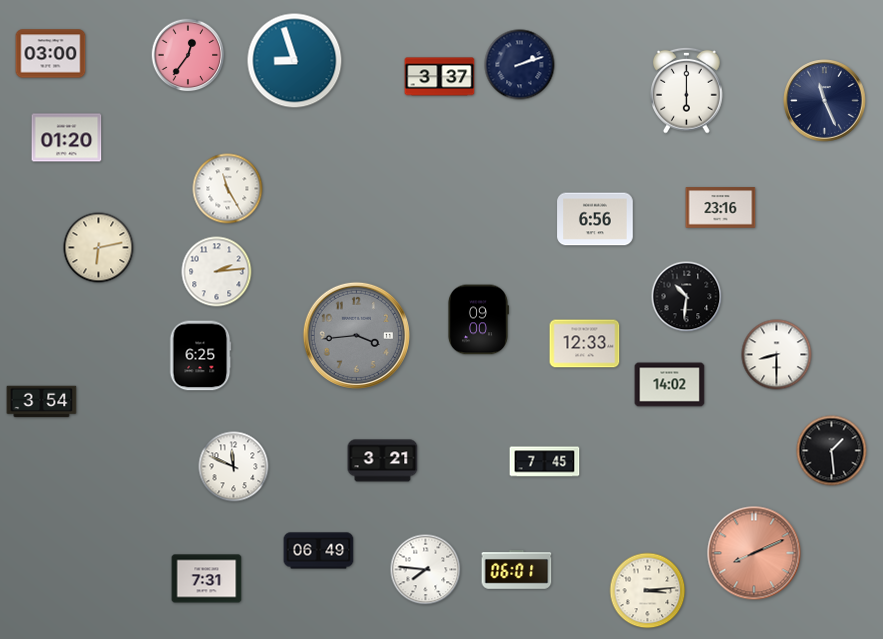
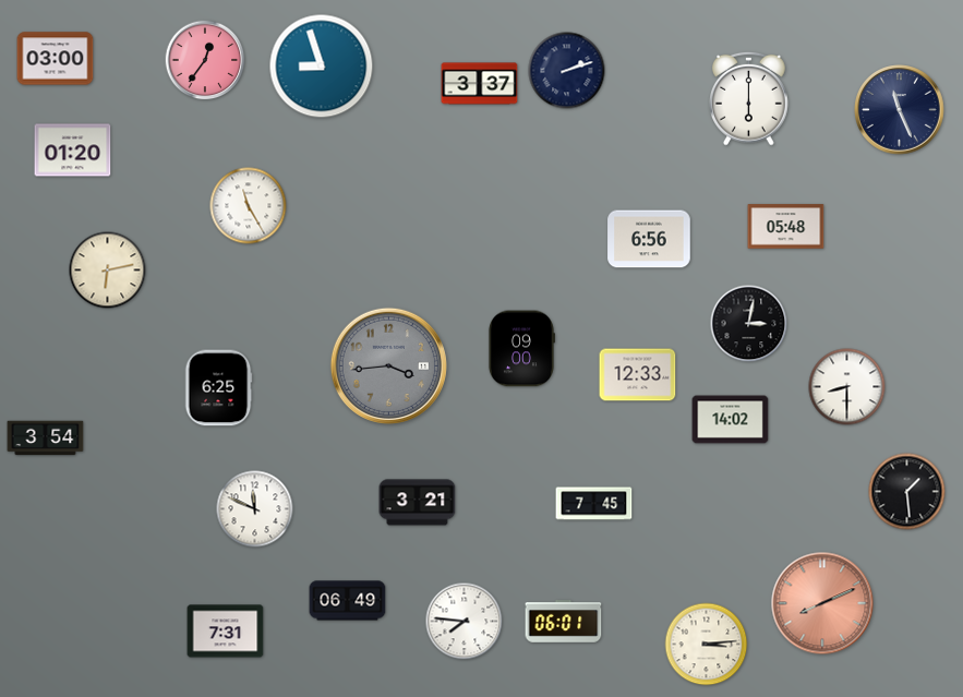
clock at (721, 208): 23:16 -> 05:48
clock at (217, 272): 2:14 -> none
clock at (687, 297): 10:31 -> 3:02
